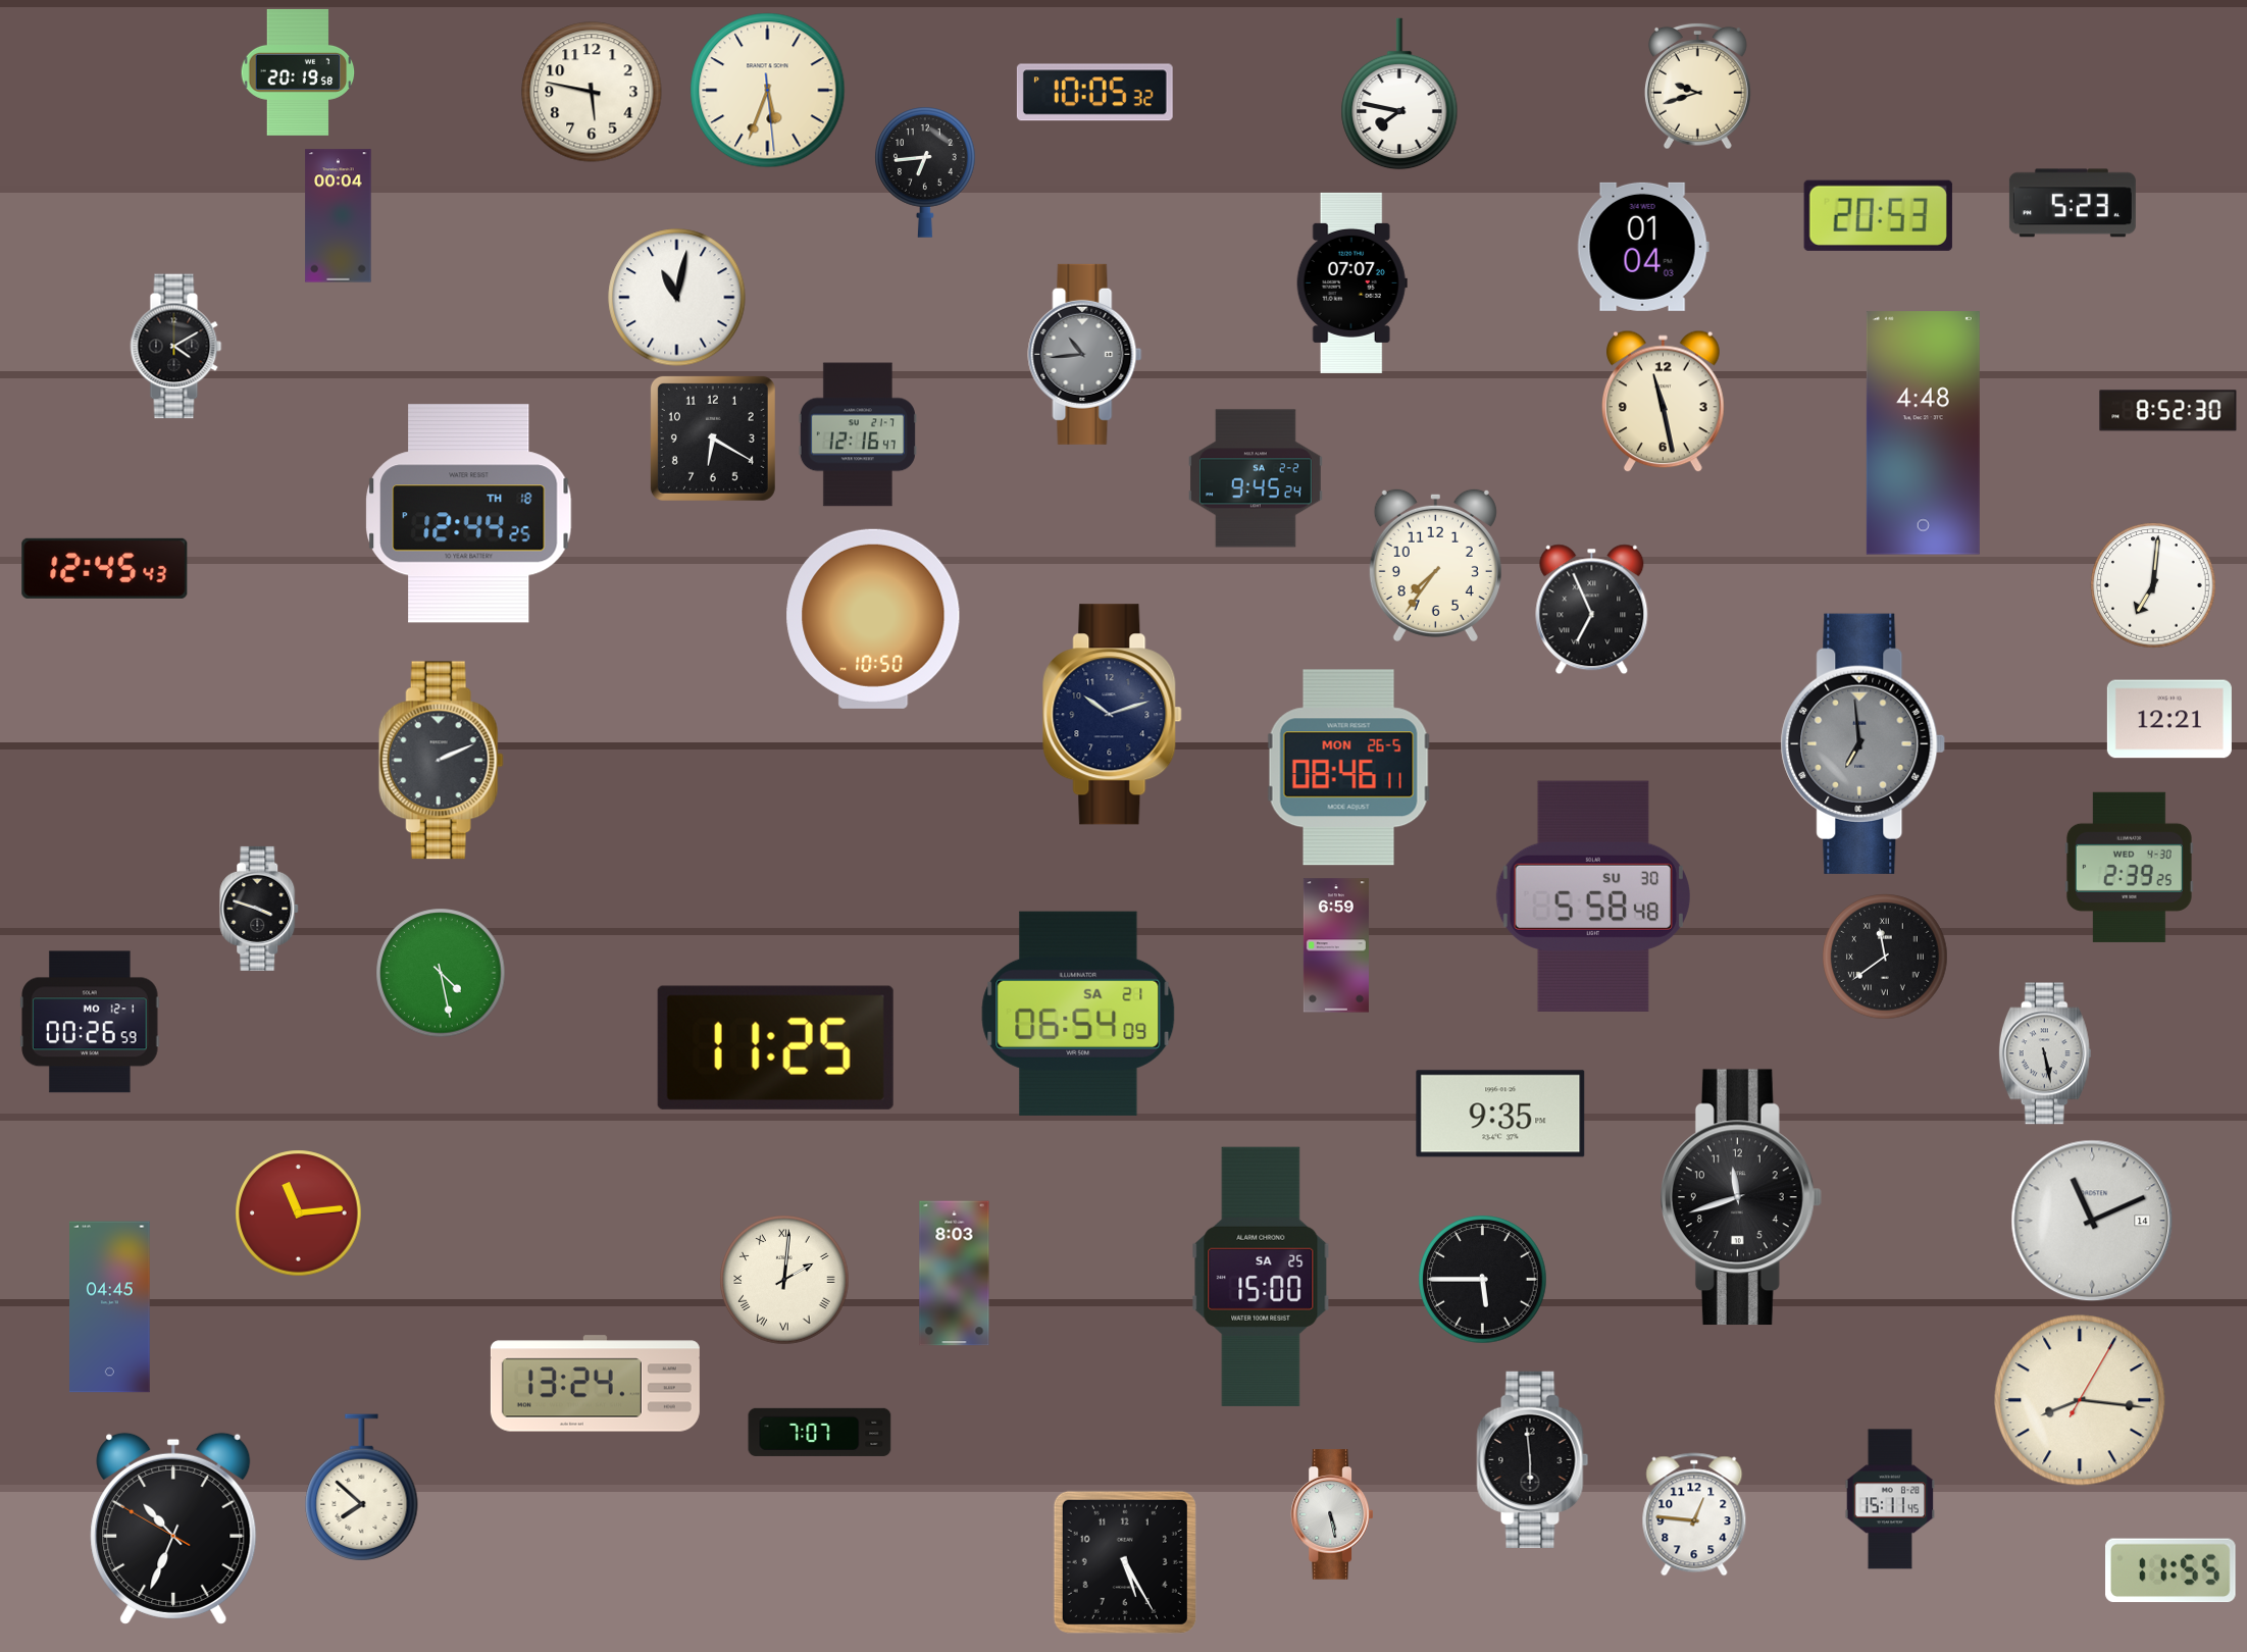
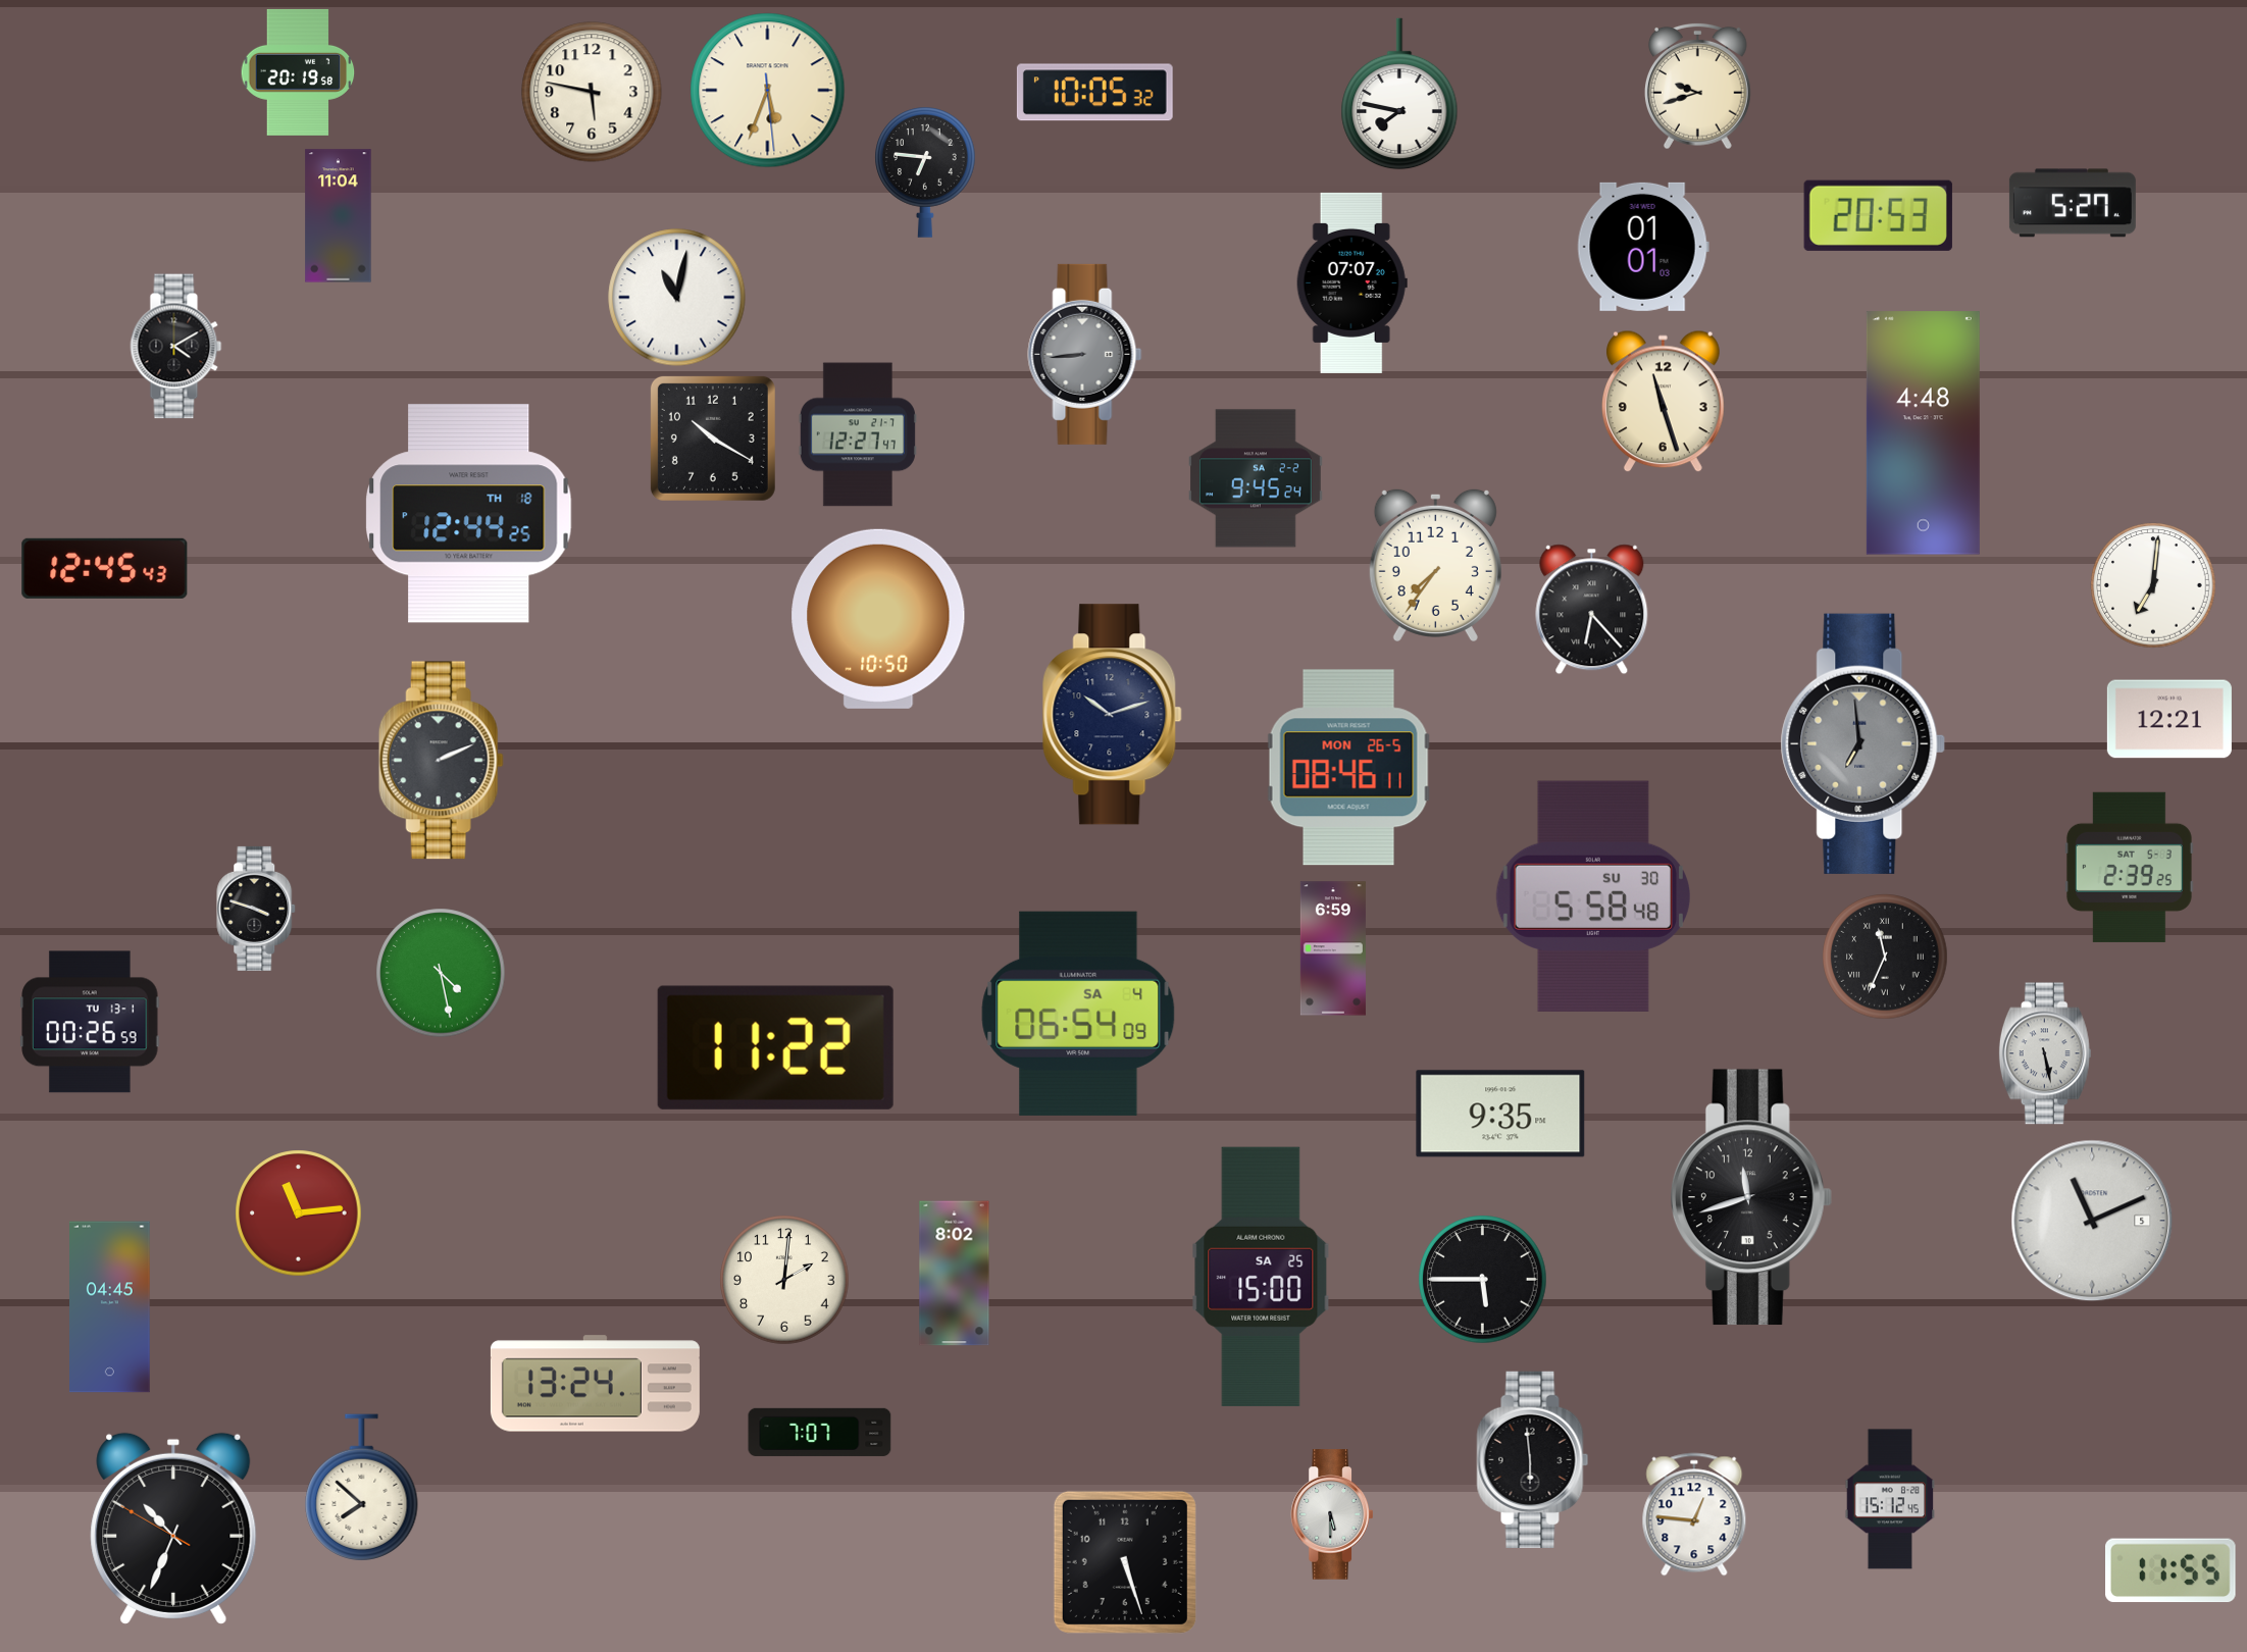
clock at (925, 172): 6:44 -> 6:46
clock at (2073, 203): 5:23 -> 5:27
clock at (339, 216): 00:04 -> 11:04
clock at (1643, 247): 01:04 -> 01:01
clock at (1085, 354): 10:44 -> 8:44
clock at (1664, 402): 11:28 -> 11:27
clock at (2168, 411): 8:52 -> none
clock at (858, 434): 12:16 -> 12:27
clock at (713, 438): 6:20 -> 10:20
clock at (1592, 610): 6:56 -> 6:23
clock at (873, 619) position: (873, 619) -> (878, 619)
clock at (2129, 867) date: WED 4-30 -> SAT 5-3
clock at (260, 909) position: (260, 909) -> (257, 909)
clock at (1336, 945) position: (1336, 945) -> (1333, 948)
clock at (1885, 957): 11:39 -> 11:34
clock at (1078, 1014) date: SA 21 -> SA 4
clock at (90, 1022) date: MO 12-1 -> TU 13-1
clock at (775, 1047): 11:25 -> 11:22
clock at (1741, 1197) position: (1741, 1197) -> (1751, 1197)
clock at (2092, 1221) date: 14 -> 5
clock at (955, 1274): 8:03 -> 8:02
clock at (784, 1280) numerals: Roman -> Arabic
clock at (2080, 1400): 8:16 -> none
clock at (1890, 1499): 15:11 -> 15:12
clock at (1331, 1514): 5:28 -> 5:30
clock at (1125, 1562): 5:25 -> 5:27
